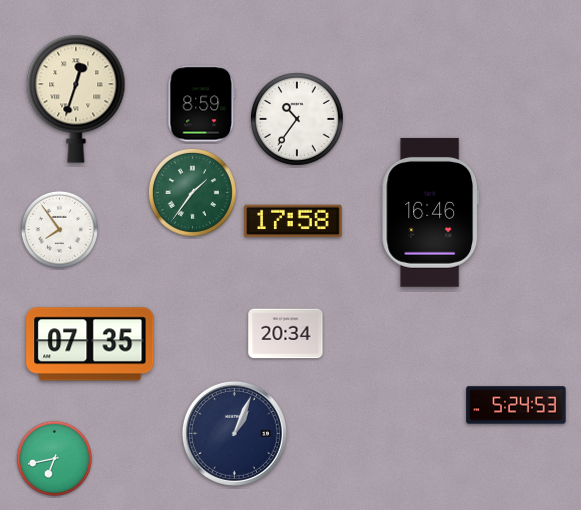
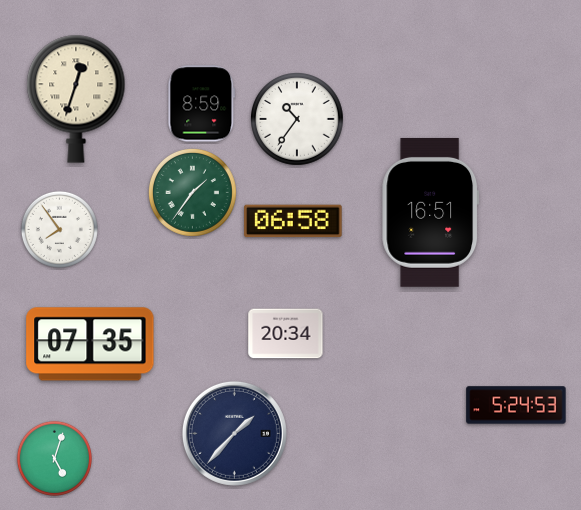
clock at (430, 212): 16:46 -> 16:51
clock at (293, 221): 17:58 -> 06:58
clock at (234, 433): 1:04 -> 1:37
clock at (54, 458): 6:43 -> 5:03
